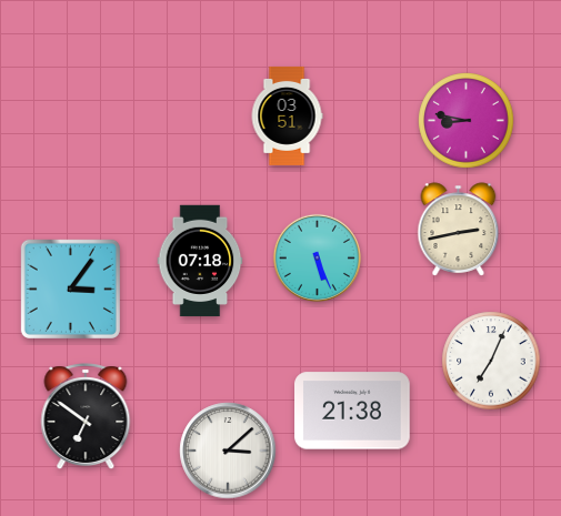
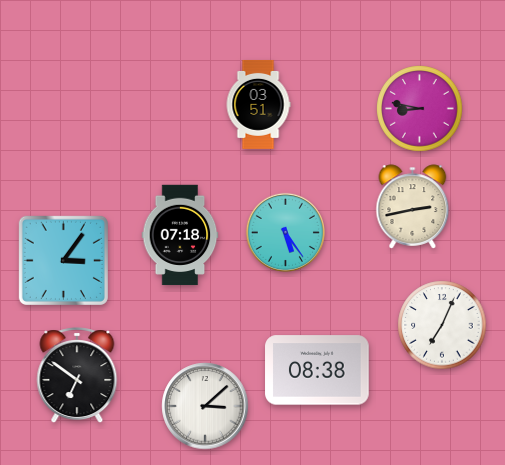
clock at (317, 257): 5:26 -> 5:24
clock at (352, 411): 21:38 -> 08:38
